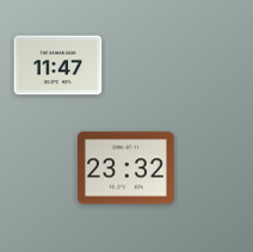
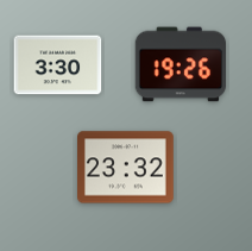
clock at (181, 64): none -> 19:26
clock at (58, 66): 11:47 -> 3:30
